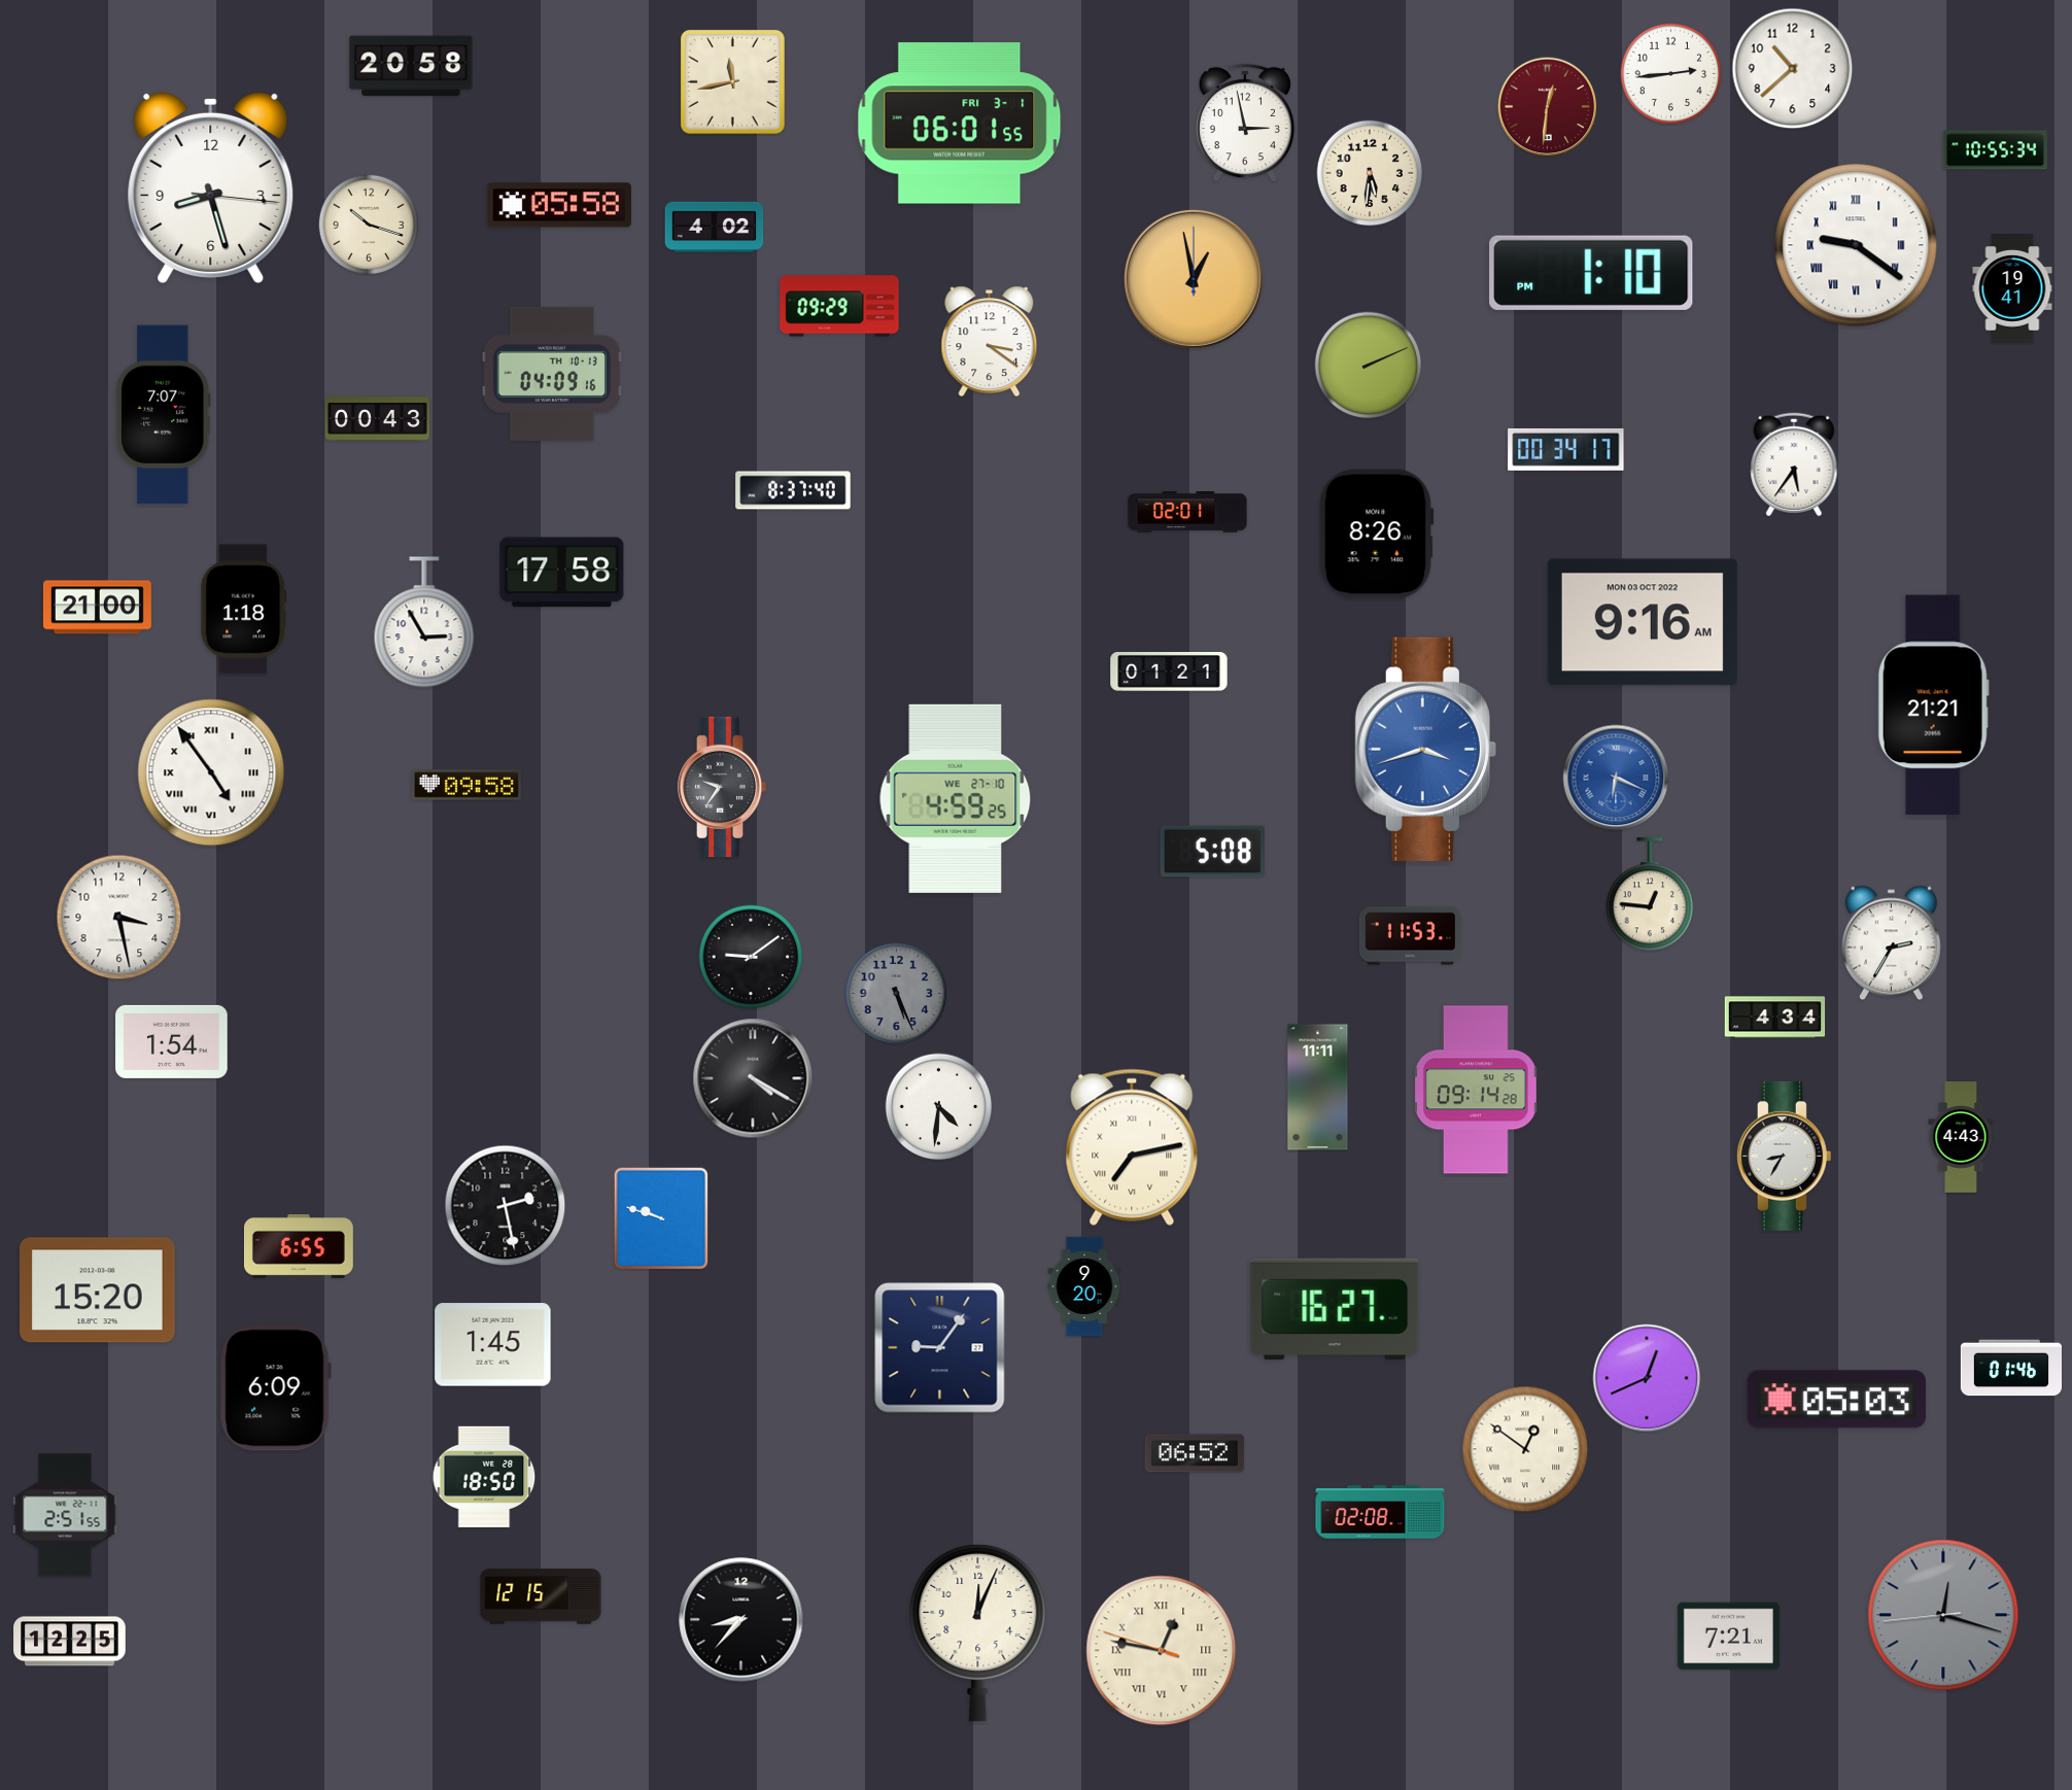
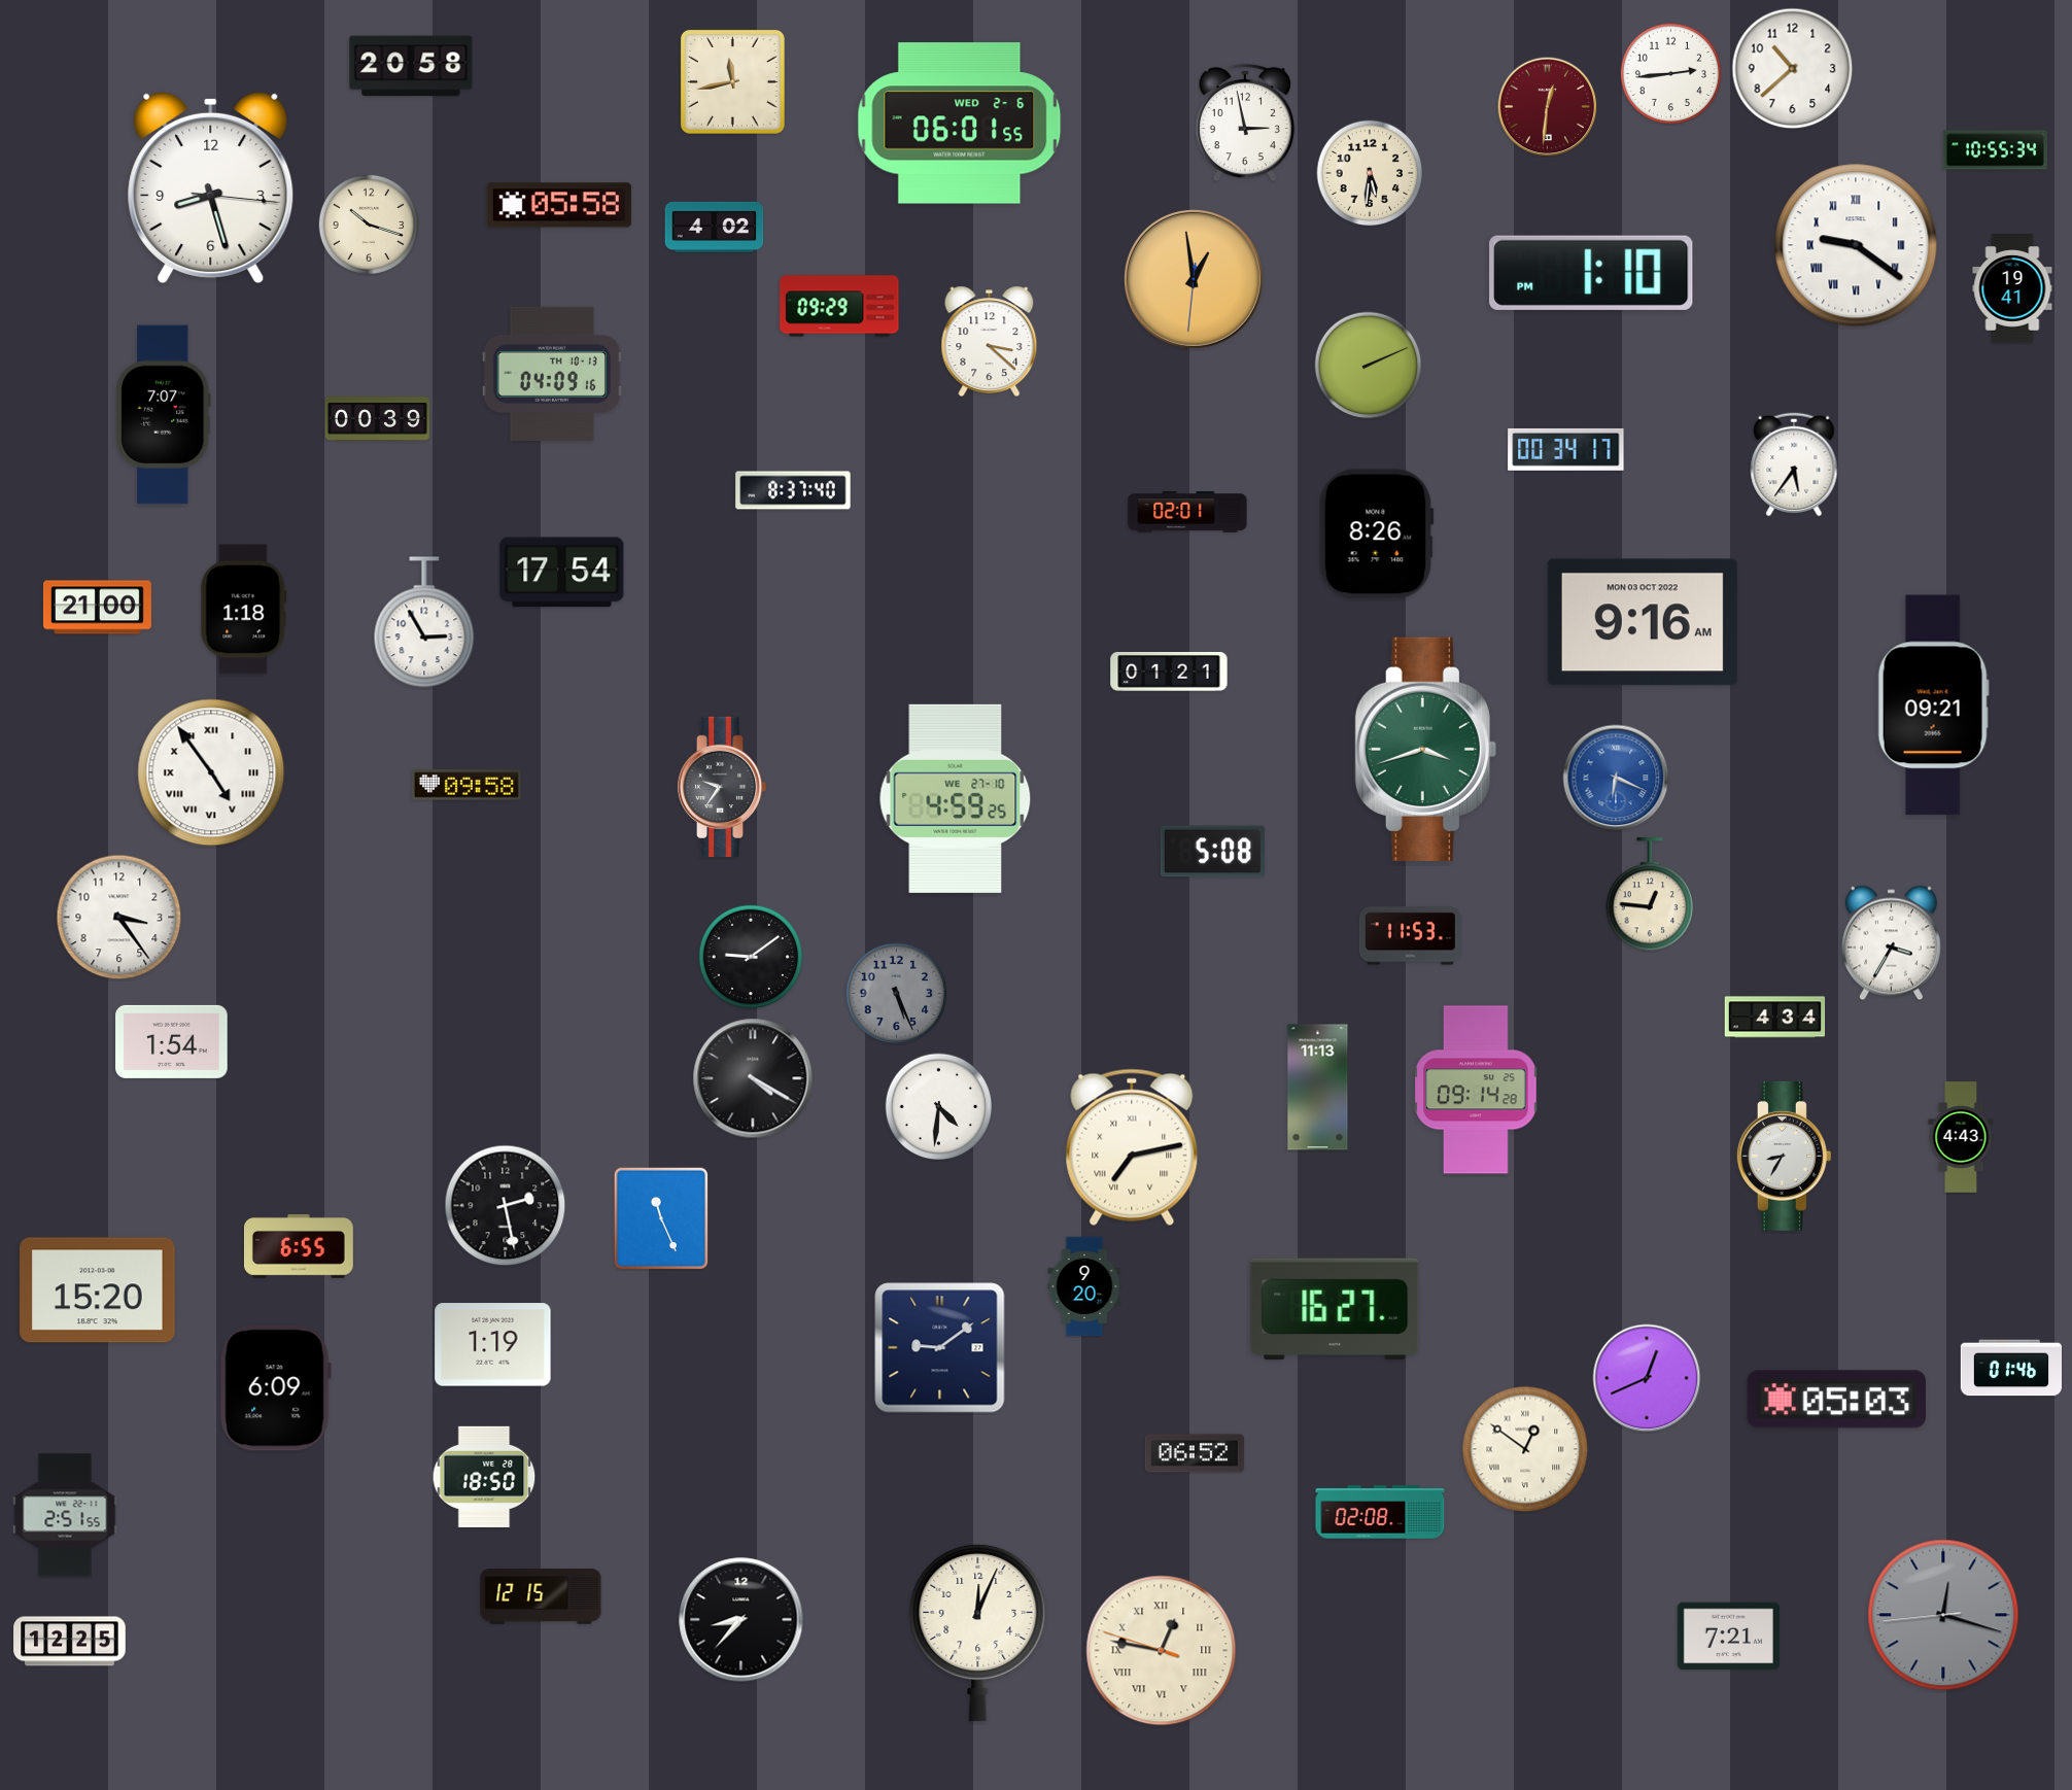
clock at (960, 124) date: FRI 3-1 -> WED 2-6
clock at (1194, 279): 12:58:00 -> 12:58:31
clock at (990, 342): 3:21 -> 3:22
clock at (377, 419): 00:43 -> 00:39
clock at (562, 573): 17:58 -> 17:54
clock at (1933, 705): 21:21 -> 09:21
clock at (1425, 749) dial: blue -> green
clock at (119, 918): 3:28 -> 3:24
clock at (1891, 943): 2:35 -> 3:35
clock at (1318, 1088): 11:11 -> 11:13
clock at (661, 1218): 9:48 -> 11:26
clock at (493, 1345): 1:45 -> 1:19
clock at (940, 1348): 9:06 -> 9:09
